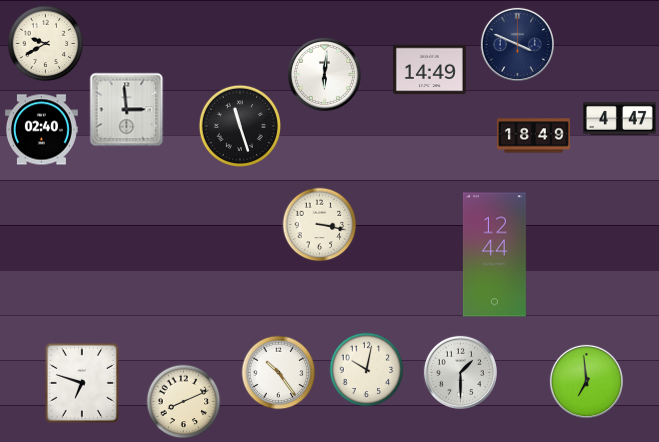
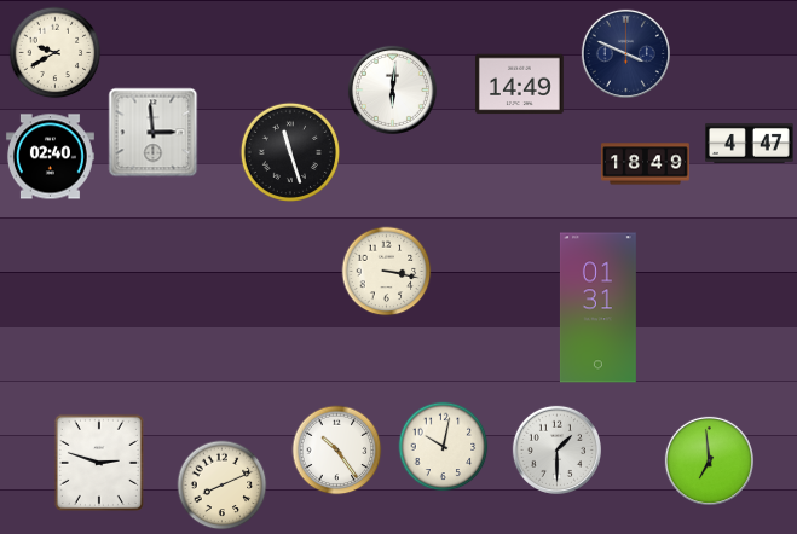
clock at (494, 255): 12:44 -> 01:31
clock at (82, 383): 6:48 -> 2:48
